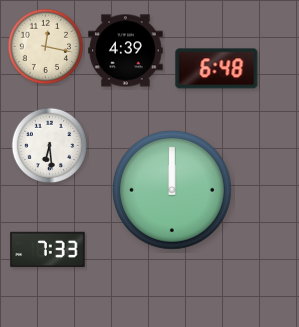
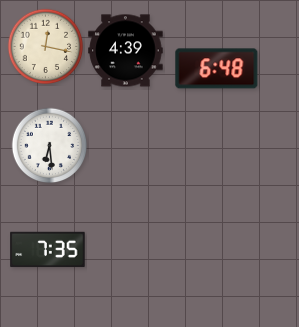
clock at (172, 190): 12:00 -> none
clock at (48, 250): 7:33 -> 7:35
